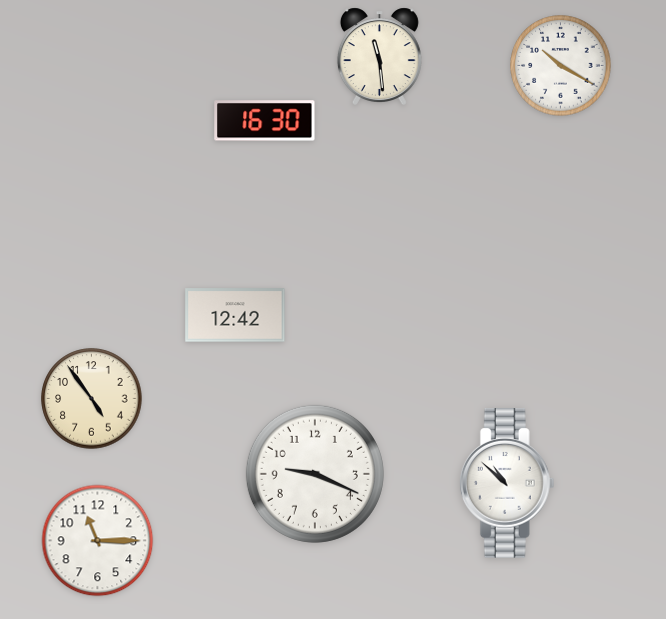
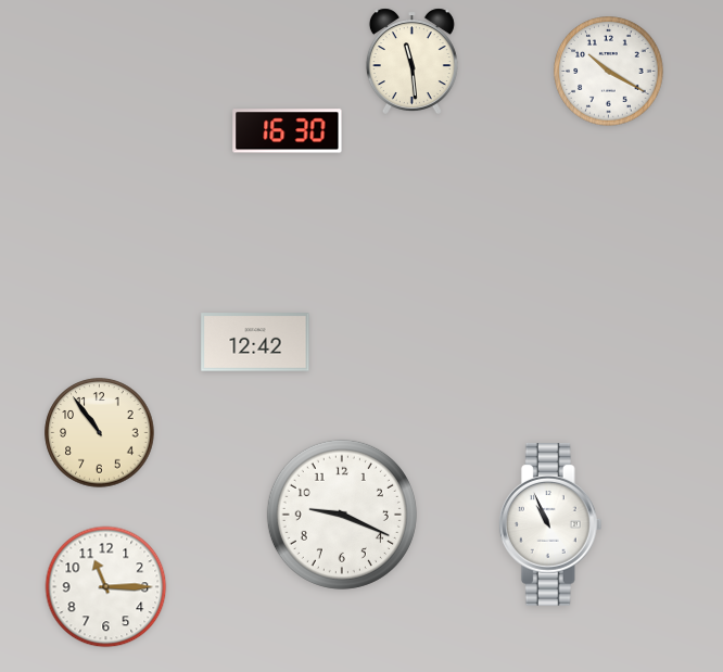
clock at (92, 399): 4:54 -> 10:54
clock at (507, 483): 10:52 -> 10:56
